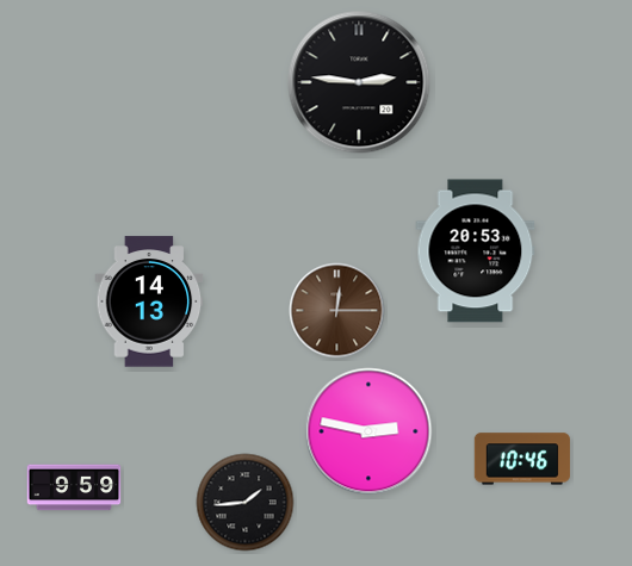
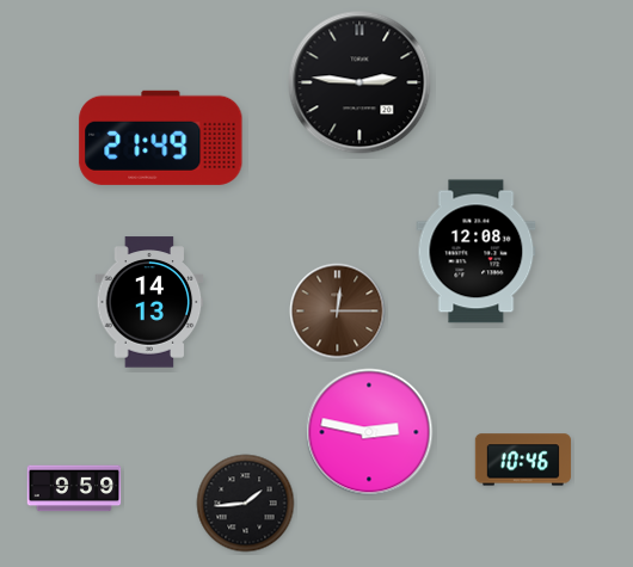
clock at (161, 137): none -> 21:49
clock at (476, 251): 20:53 -> 12:08
